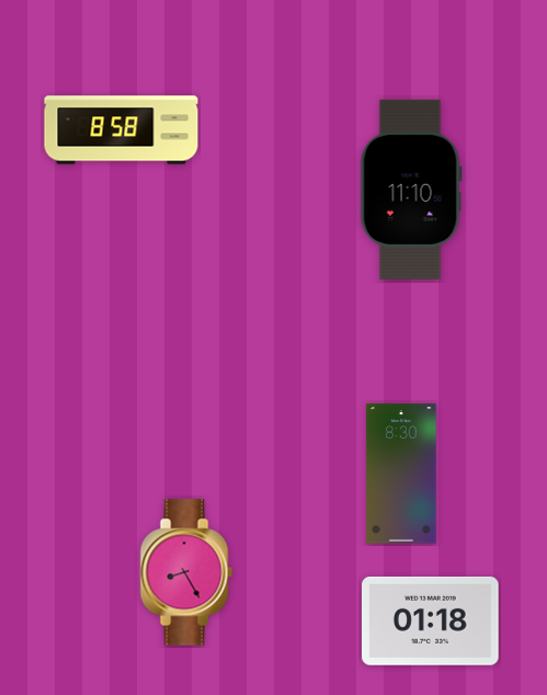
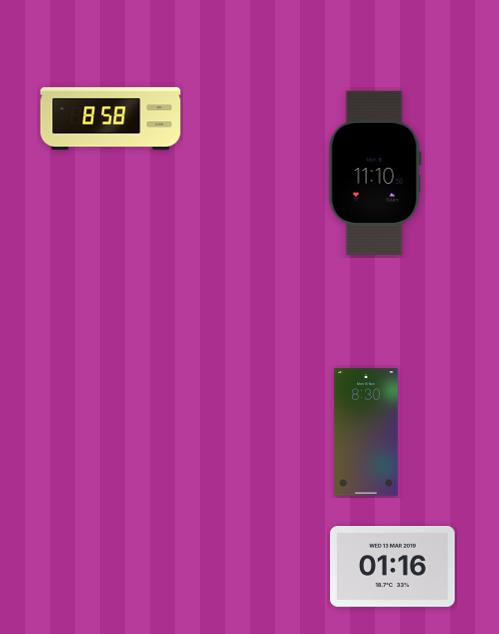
clock at (186, 572): 8:25 -> none
clock at (431, 620): 01:18 -> 01:16
